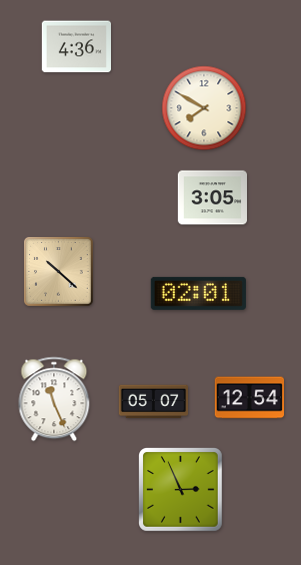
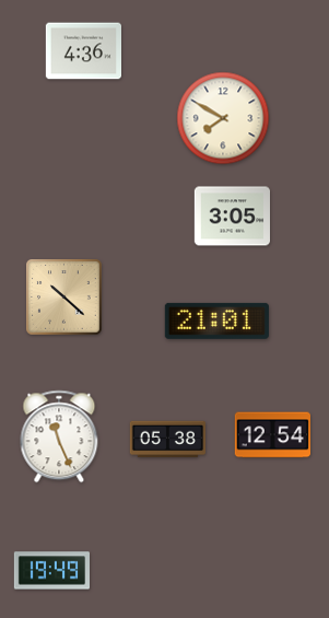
clock at (198, 293): 02:01 -> 21:01
clock at (153, 402): 05:07 -> 05:38
clock at (181, 490): 2:56 -> none
clock at (51, 571): none -> 19:49
